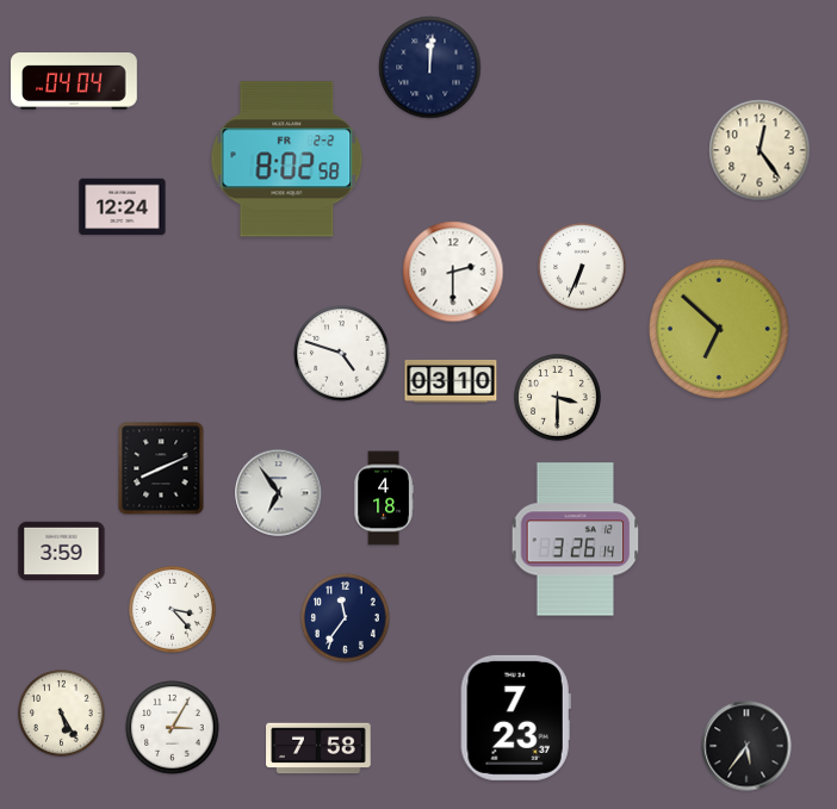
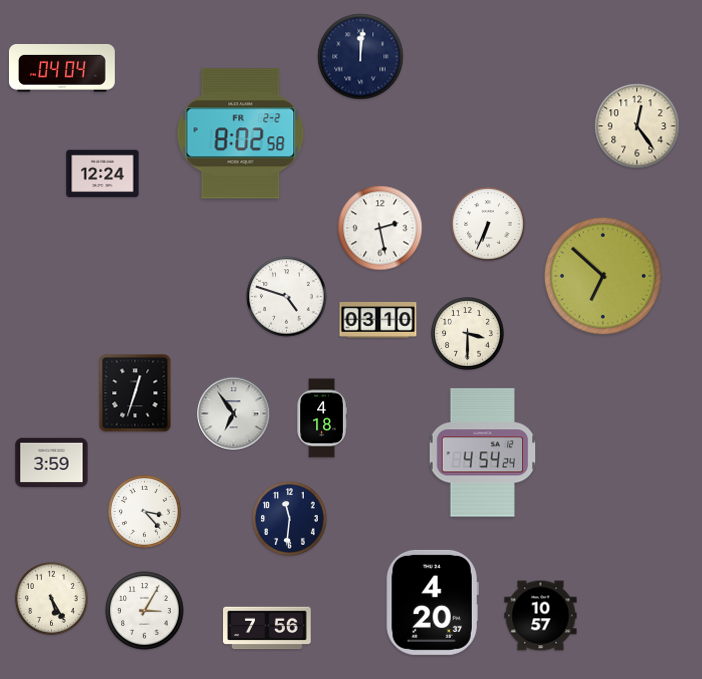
clock at (453, 272): 2:30 -> 2:28
clock at (161, 468): 8:11 -> 12:33
clock at (576, 540): 3:26 -> 4:54
clock at (346, 618): 11:36 -> 11:31
clock at (515, 717): 7:23 -> 4:20
clock at (541, 616): none -> 10:57
clock at (746, 746): 5:36 -> none
clock at (318, 748): 7:58 -> 7:56
